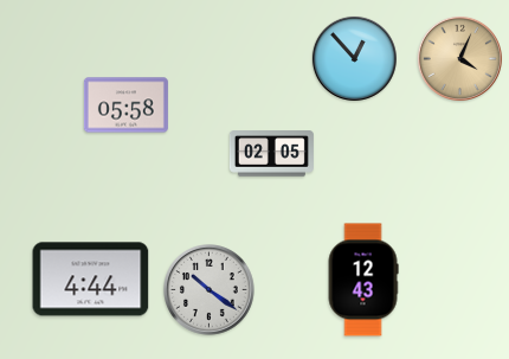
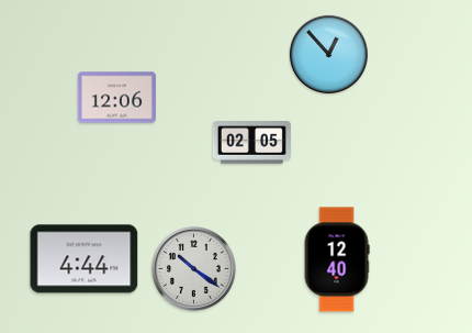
clock at (459, 58): 4:04 -> none
clock at (125, 105): 05:58 -> 12:06
clock at (363, 280): 12:43 -> 12:40
